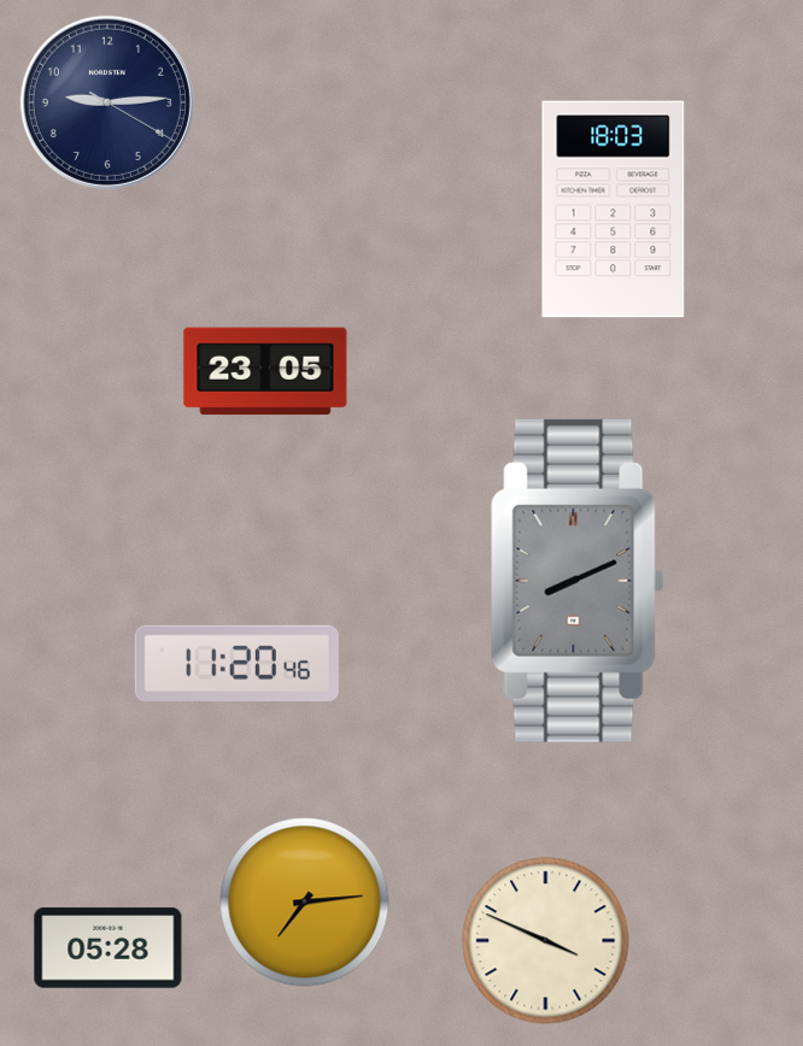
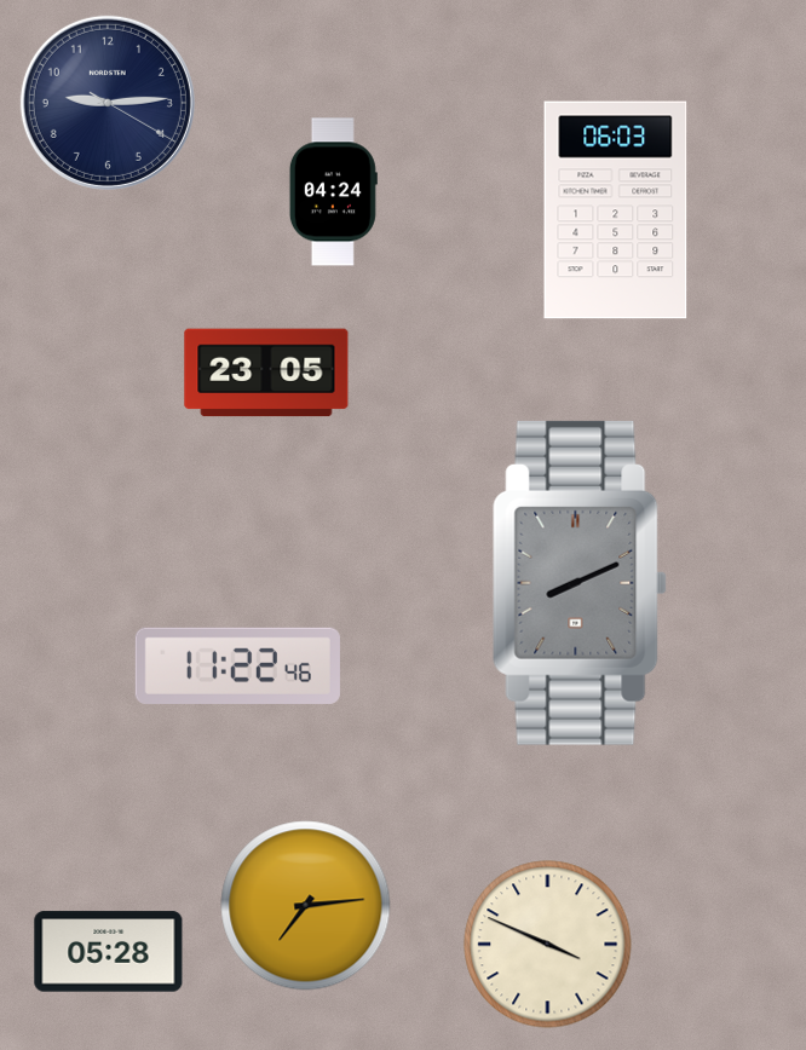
clock at (333, 192): none -> 04:24
clock at (614, 210): 18:03 -> 06:03
clock at (236, 663): 11:20 -> 11:22
